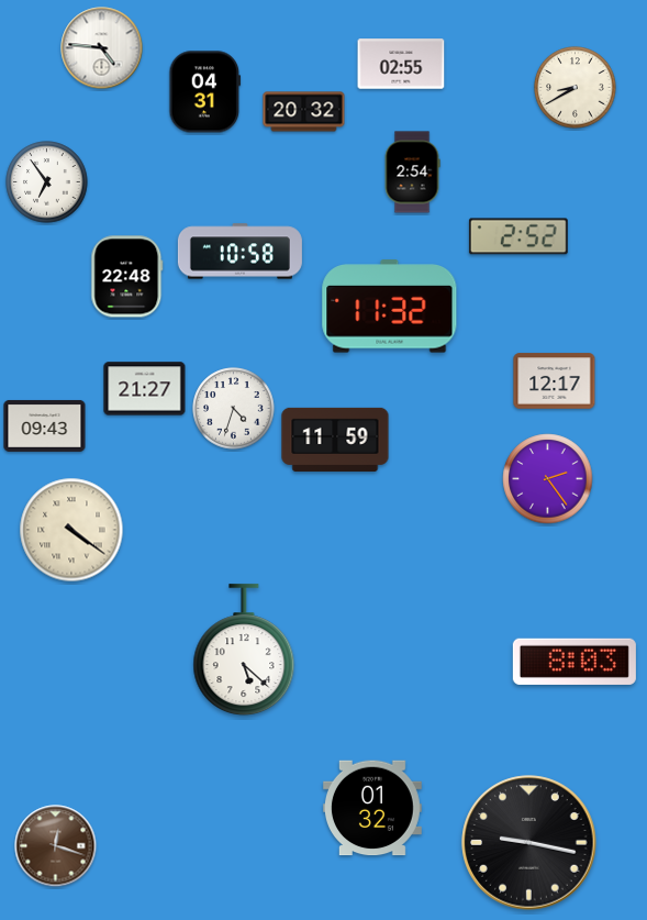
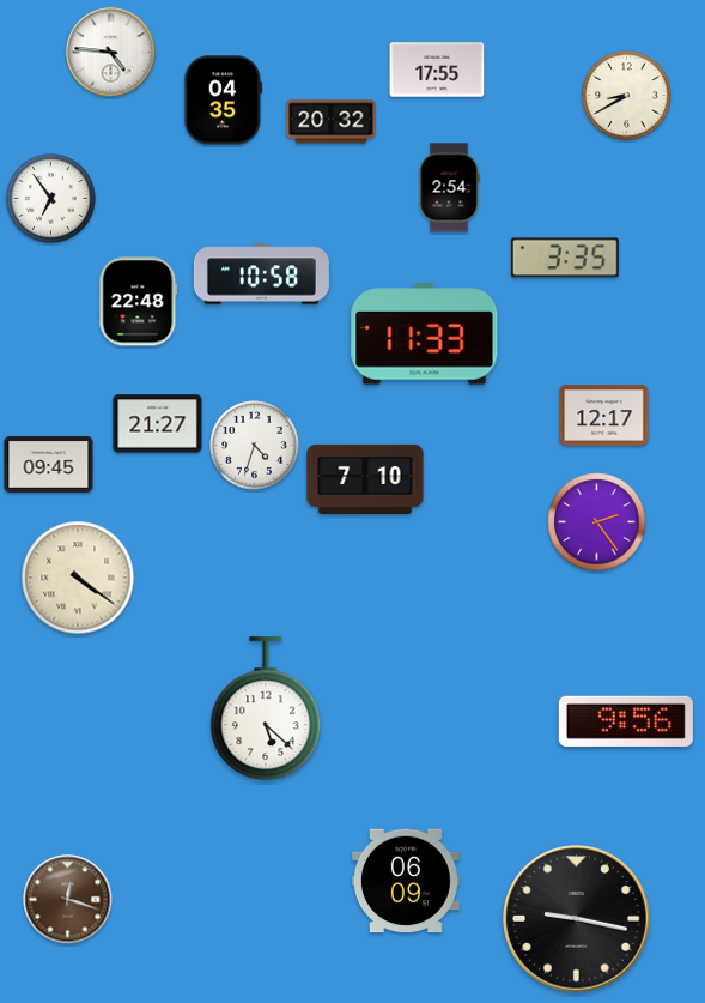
clock at (401, 64): 02:55 -> 17:55
clock at (205, 92): 04:31 -> 04:35
clock at (518, 236): 2:52 -> 3:35
clock at (390, 307): 11:32 -> 11:33
clock at (45, 425): 09:43 -> 09:45
clock at (335, 440): 11:59 -> 7:10
clock at (575, 662): 8:03 -> 9:56
clock at (373, 808): 01:32 -> 06:09
clock at (56, 846) position: (56, 846) -> (68, 900)
